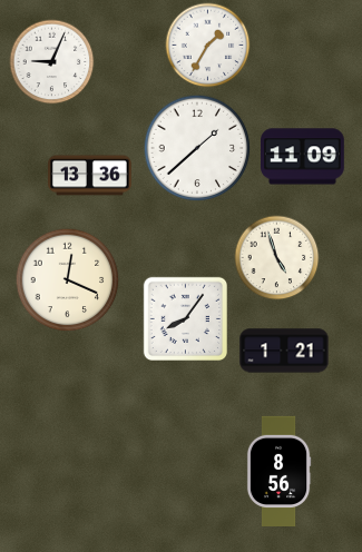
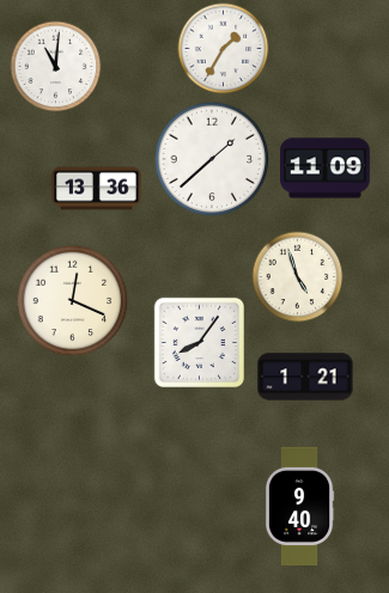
clock at (52, 62): 9:04 -> 11:01
clock at (278, 471): 8:56 -> 9:40
